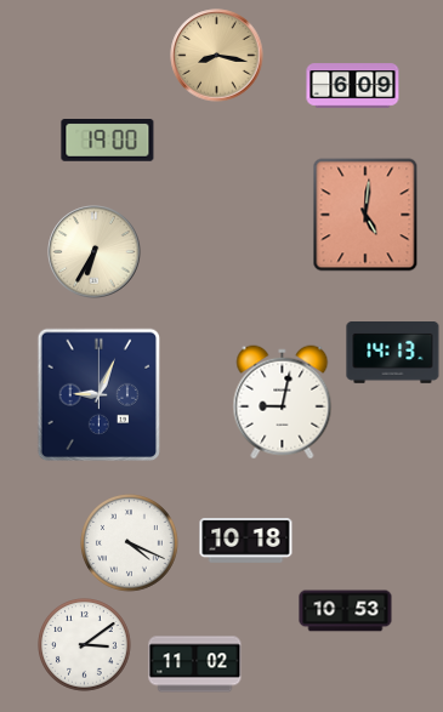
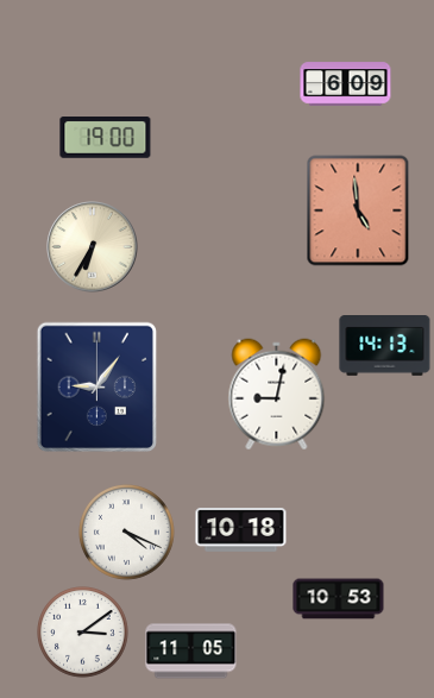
clock at (217, 56): 8:17 -> none
clock at (365, 215): 5:01 -> 4:59
clock at (98, 394): 9:04 -> 9:06
clock at (195, 665): 11:02 -> 11:05
